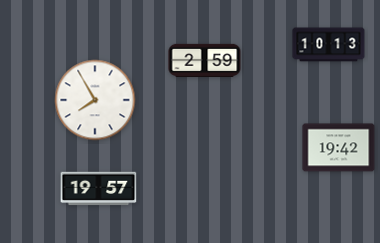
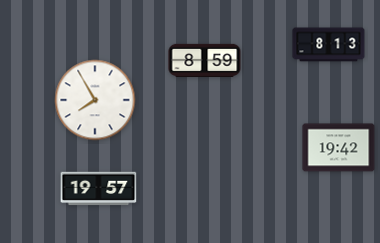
clock at (329, 45): 10:13 -> 8:13
clock at (205, 60): 2:59 -> 8:59
